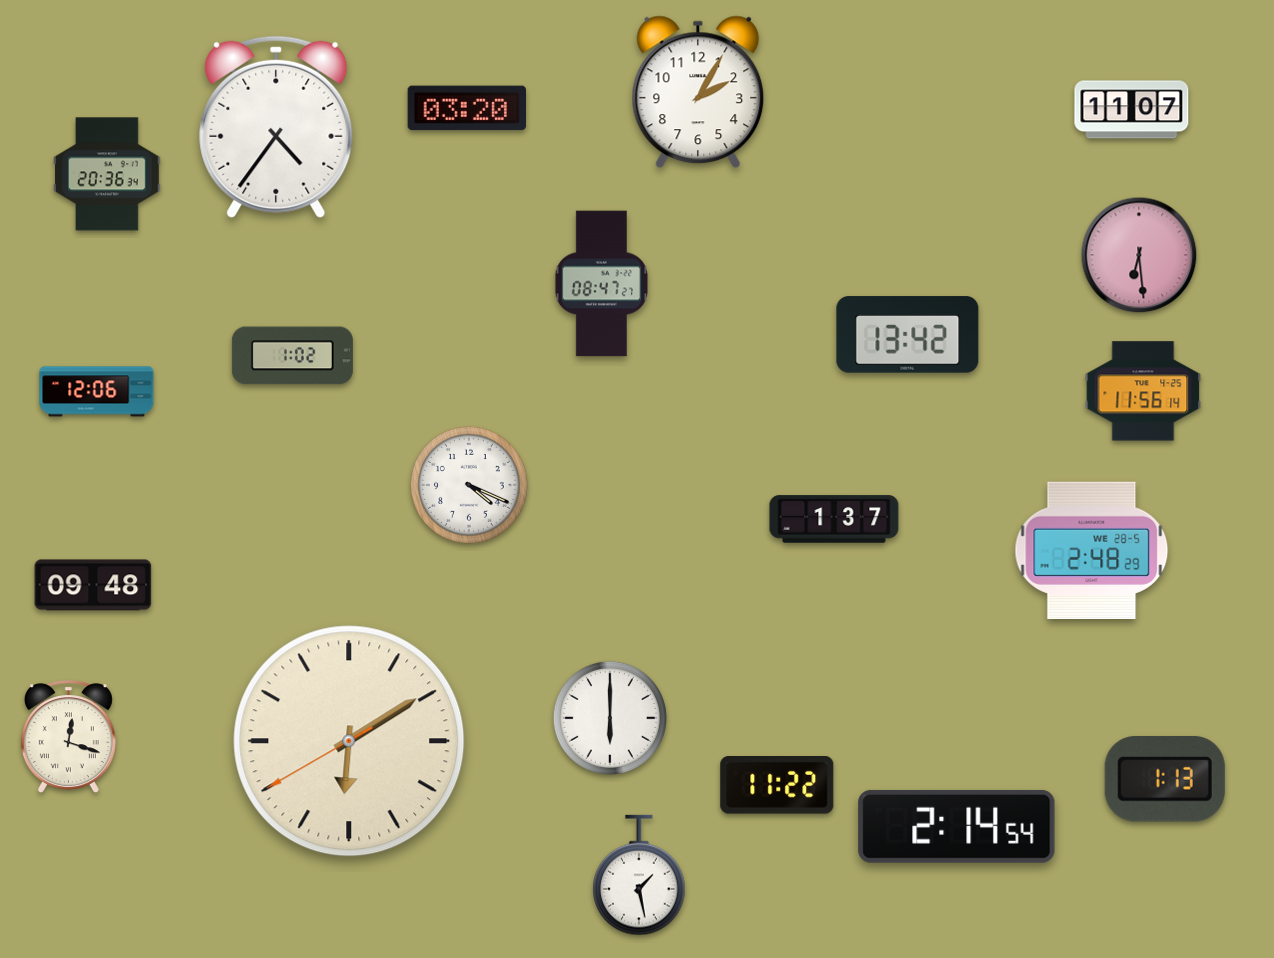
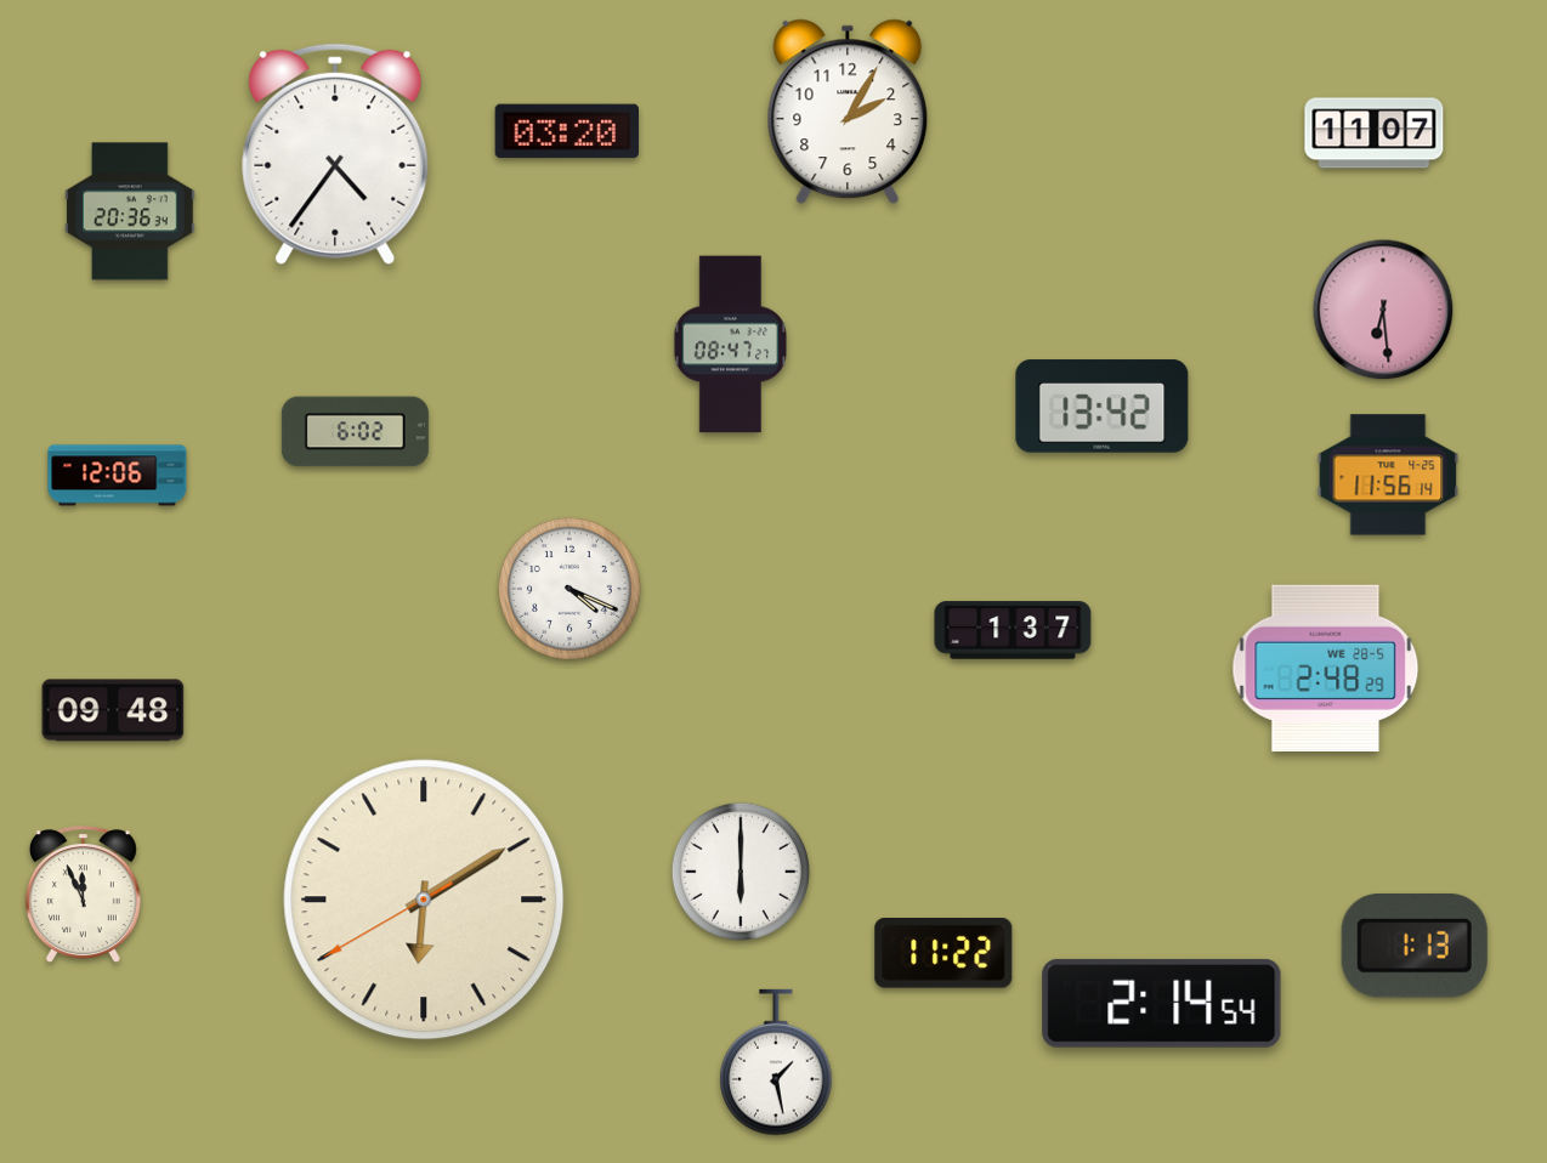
clock at (292, 356): 1:02 -> 6:02
clock at (68, 737): 12:18 -> 11:56
